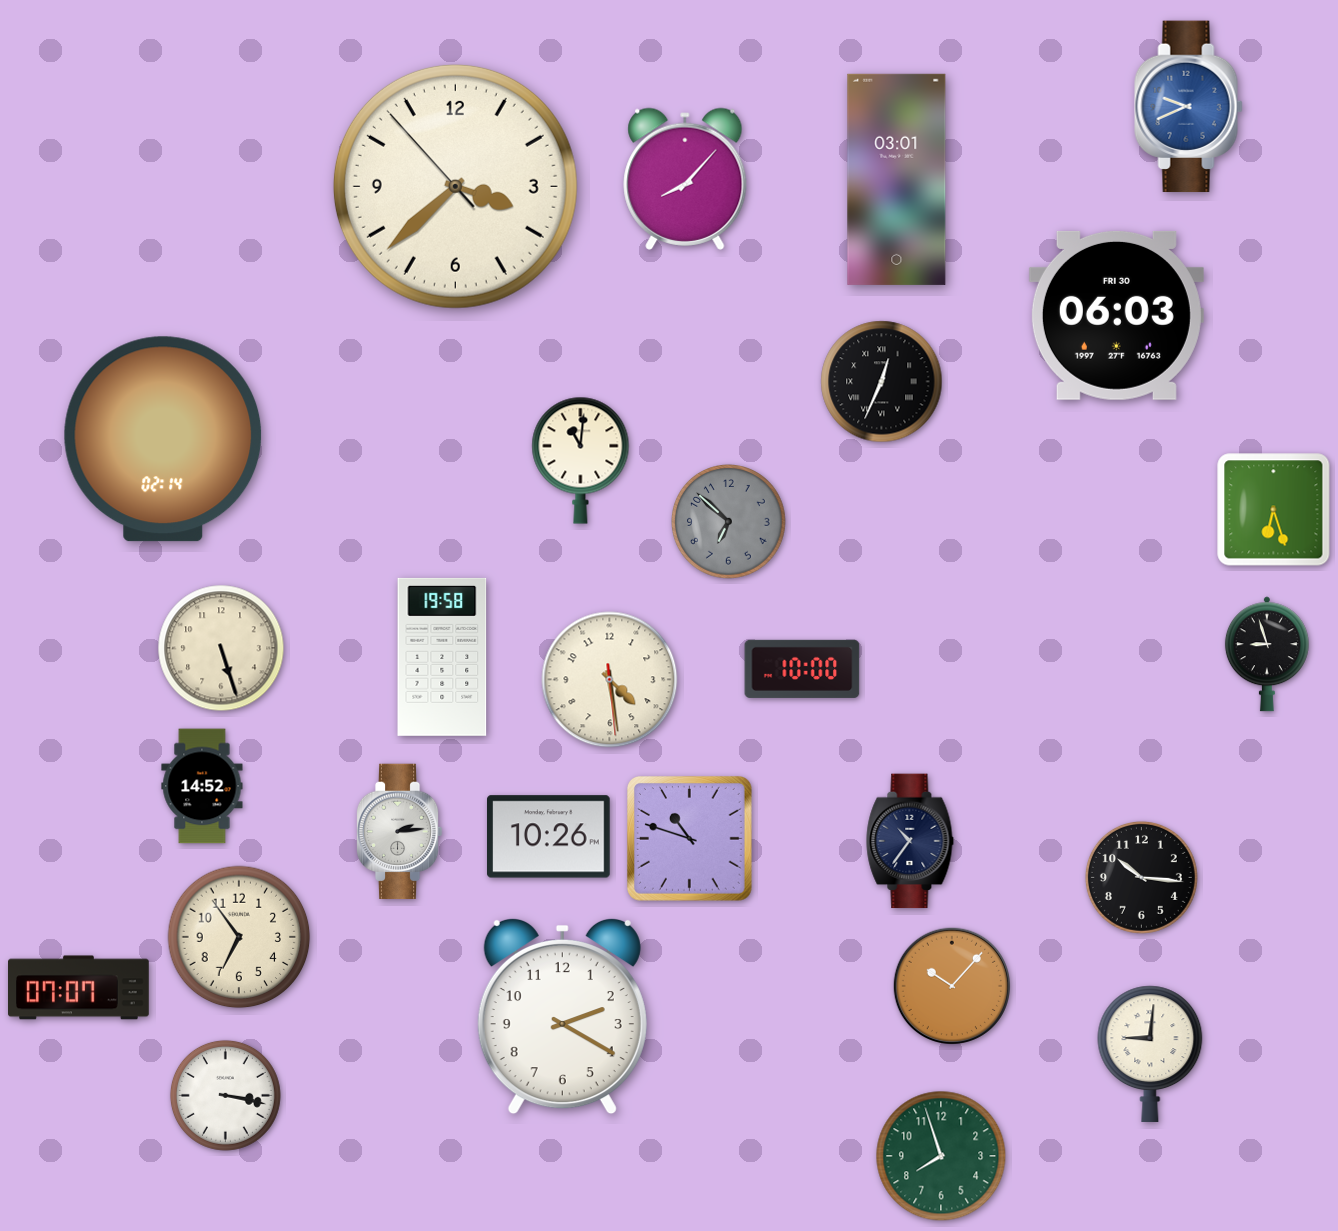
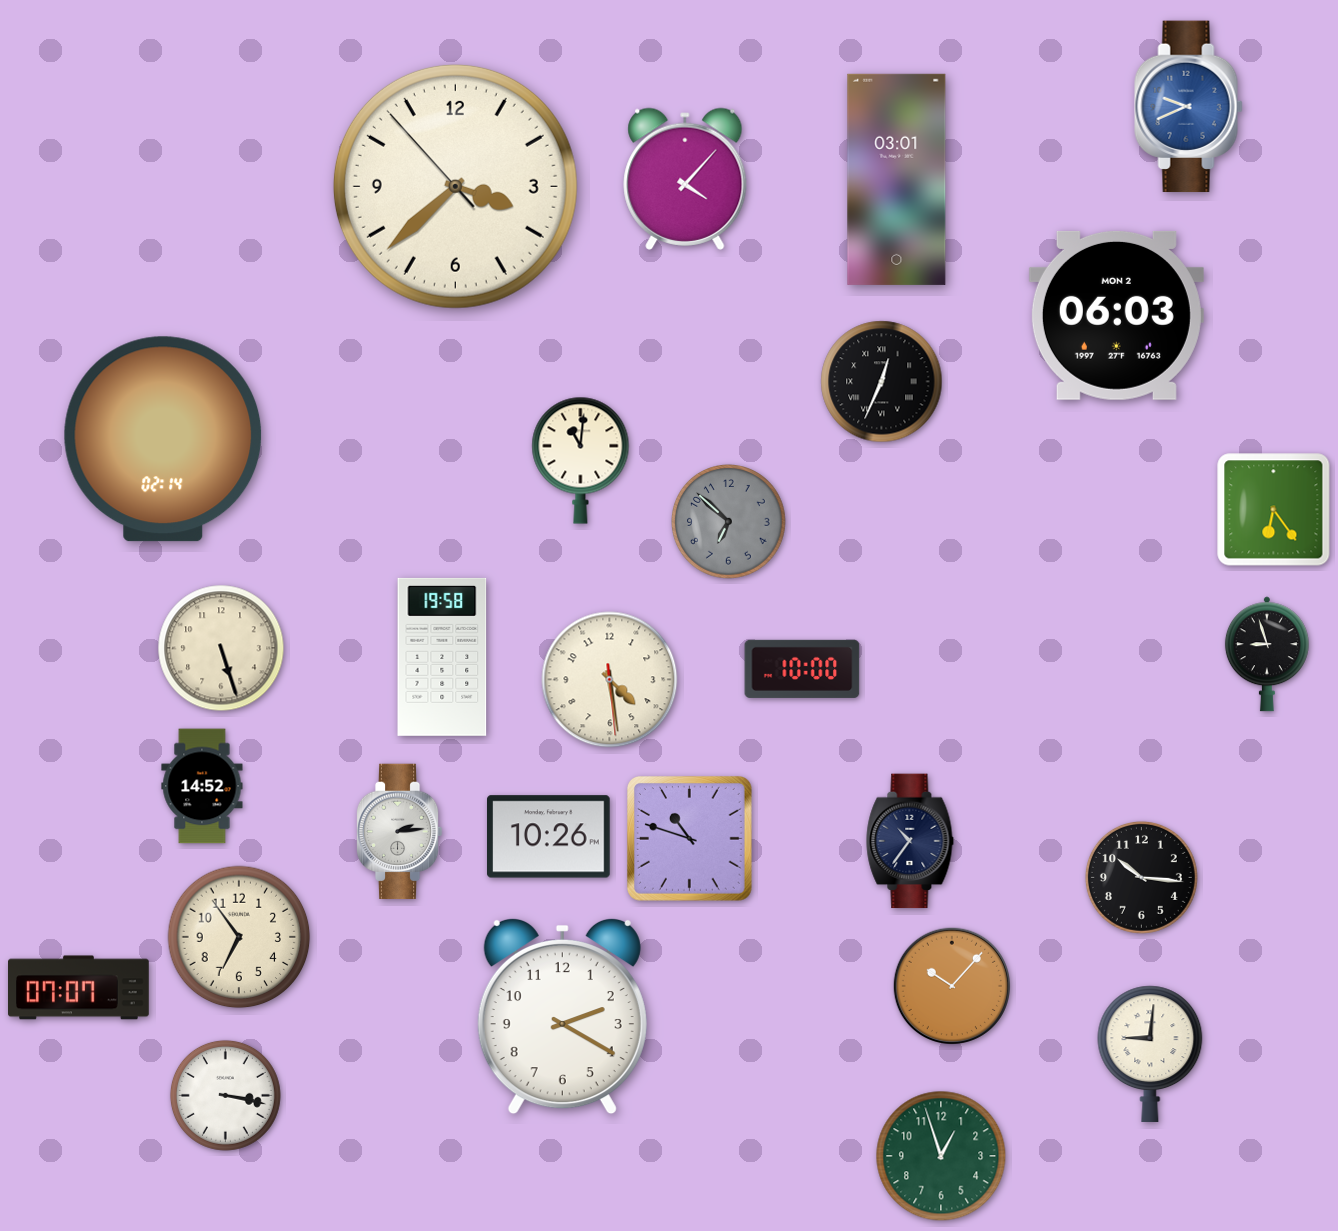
clock at (685, 179): 8:07 -> 4:07
clock at (1116, 315) date: FRI 30 -> MON 2
clock at (1274, 510): 6:27 -> 6:24
clock at (941, 1156): 7:57 -> 12:57
